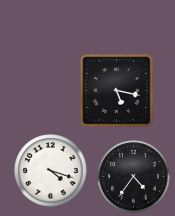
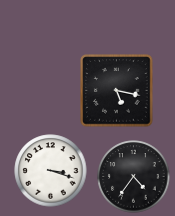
clock at (51, 171): 4:18 -> 3:18
